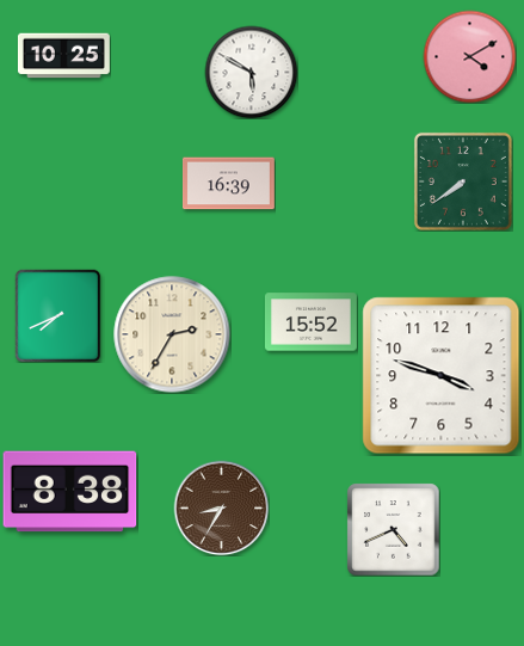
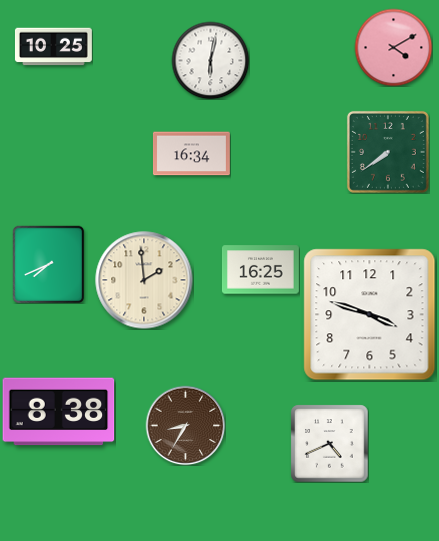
clock at (251, 72): 5:50 -> 6:02
clock at (228, 184): 16:39 -> 16:34
clock at (310, 322): 15:52 -> 16:25
clock at (172, 334): 2:35 -> 1:59
